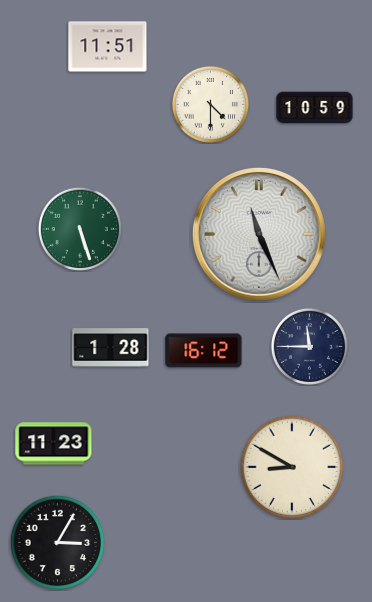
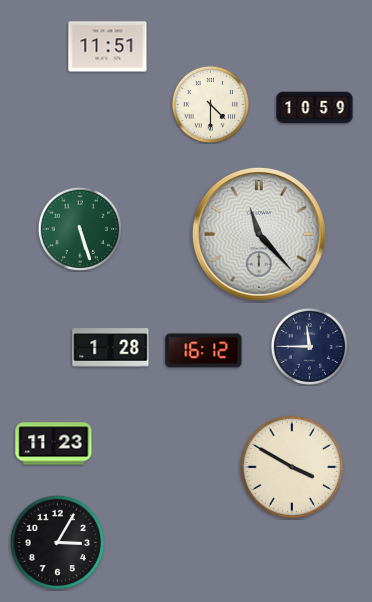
clock at (259, 234): 11:26 -> 11:23
clock at (292, 467): 8:50 -> 3:50
